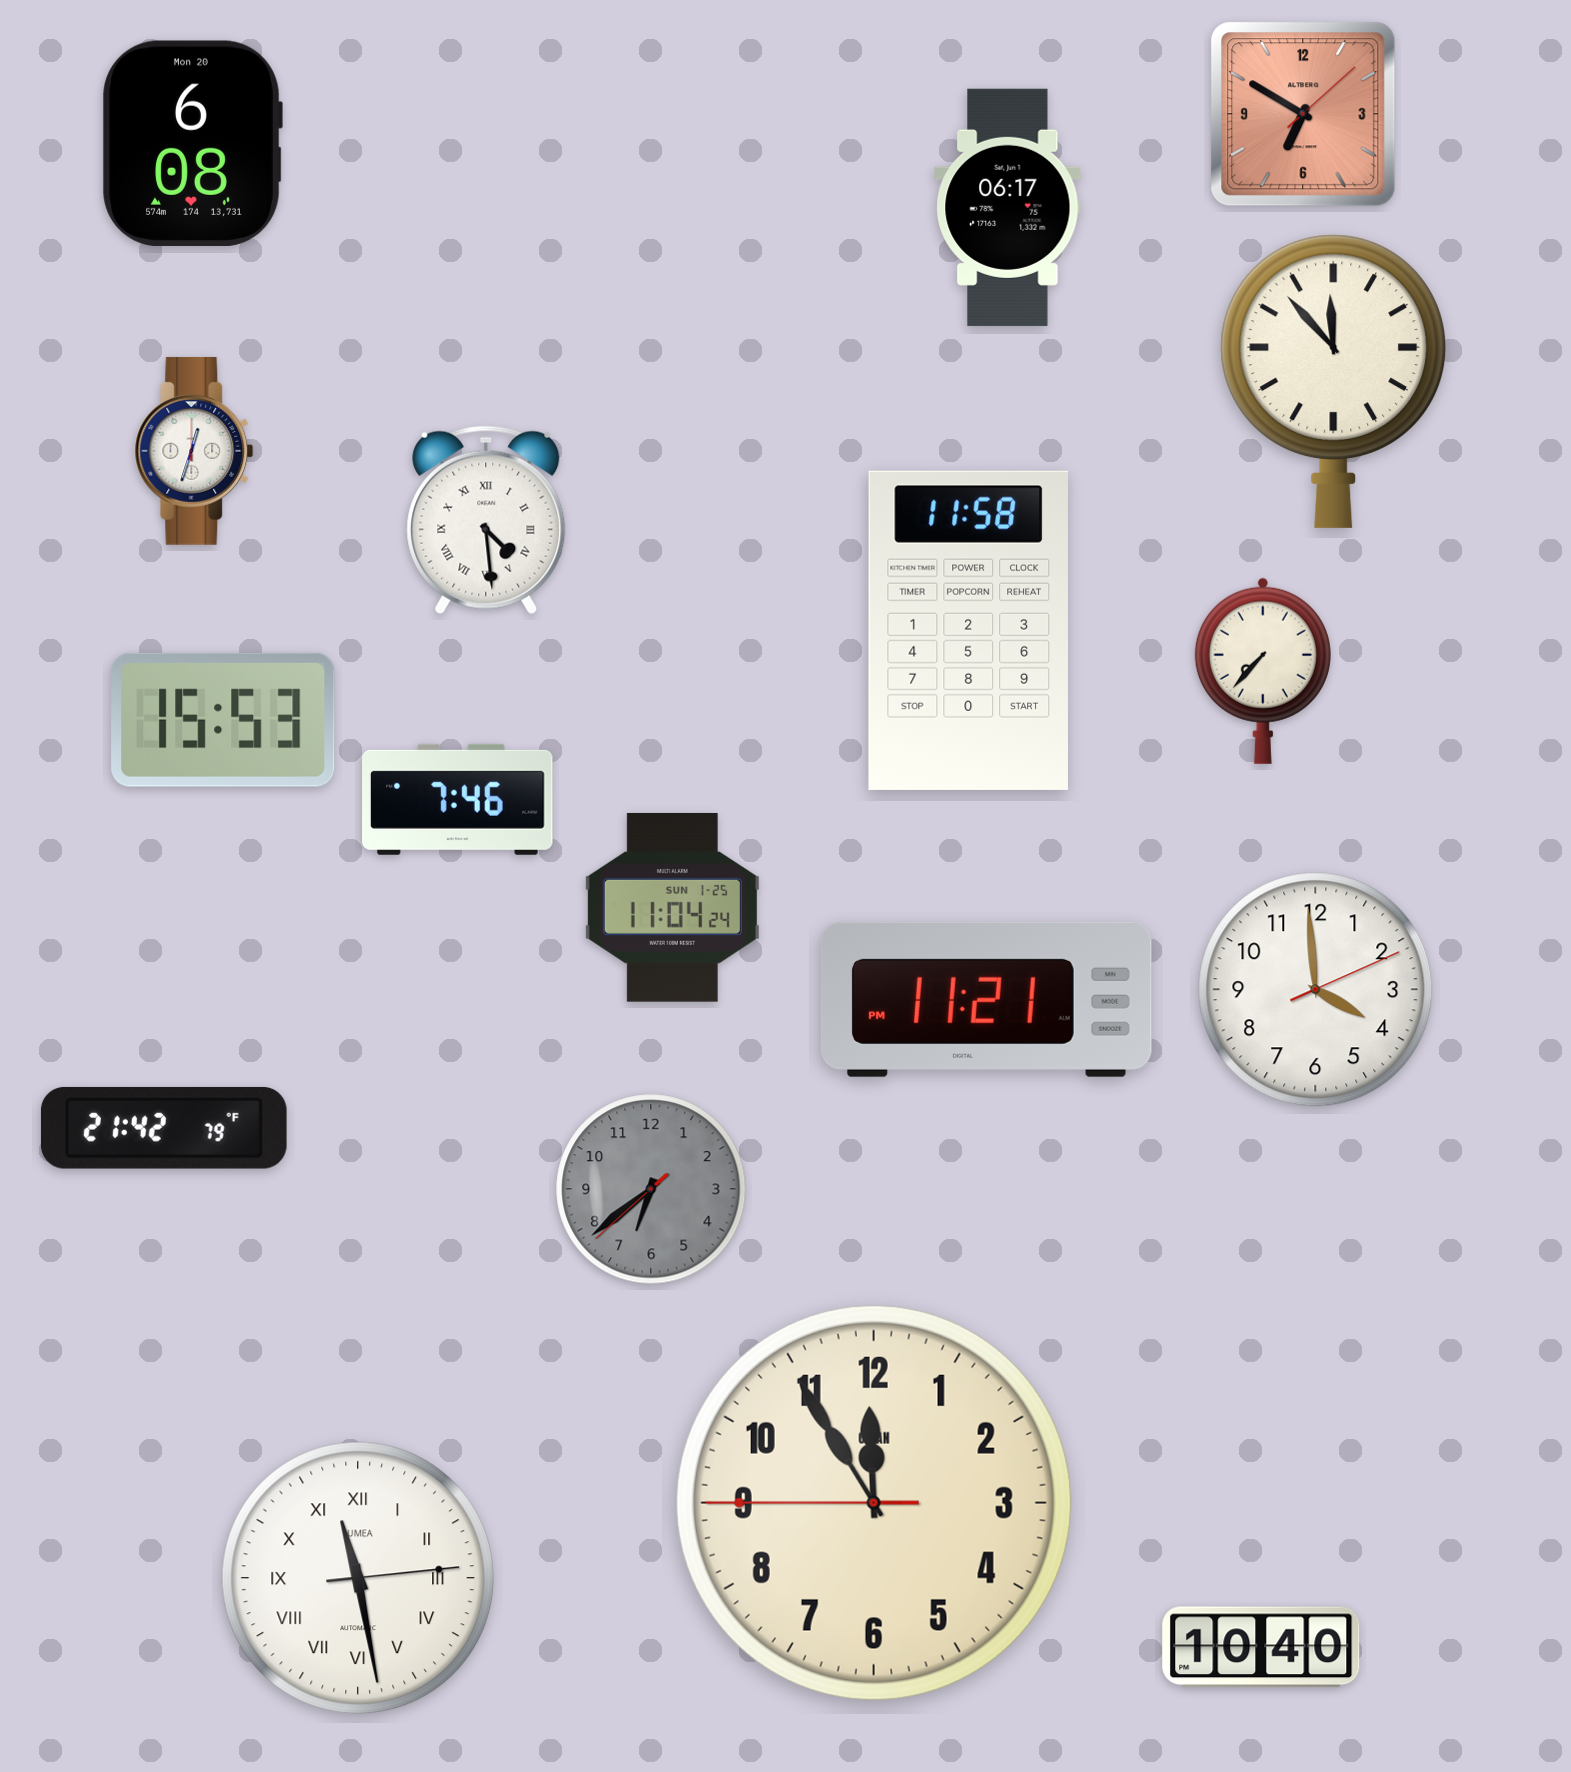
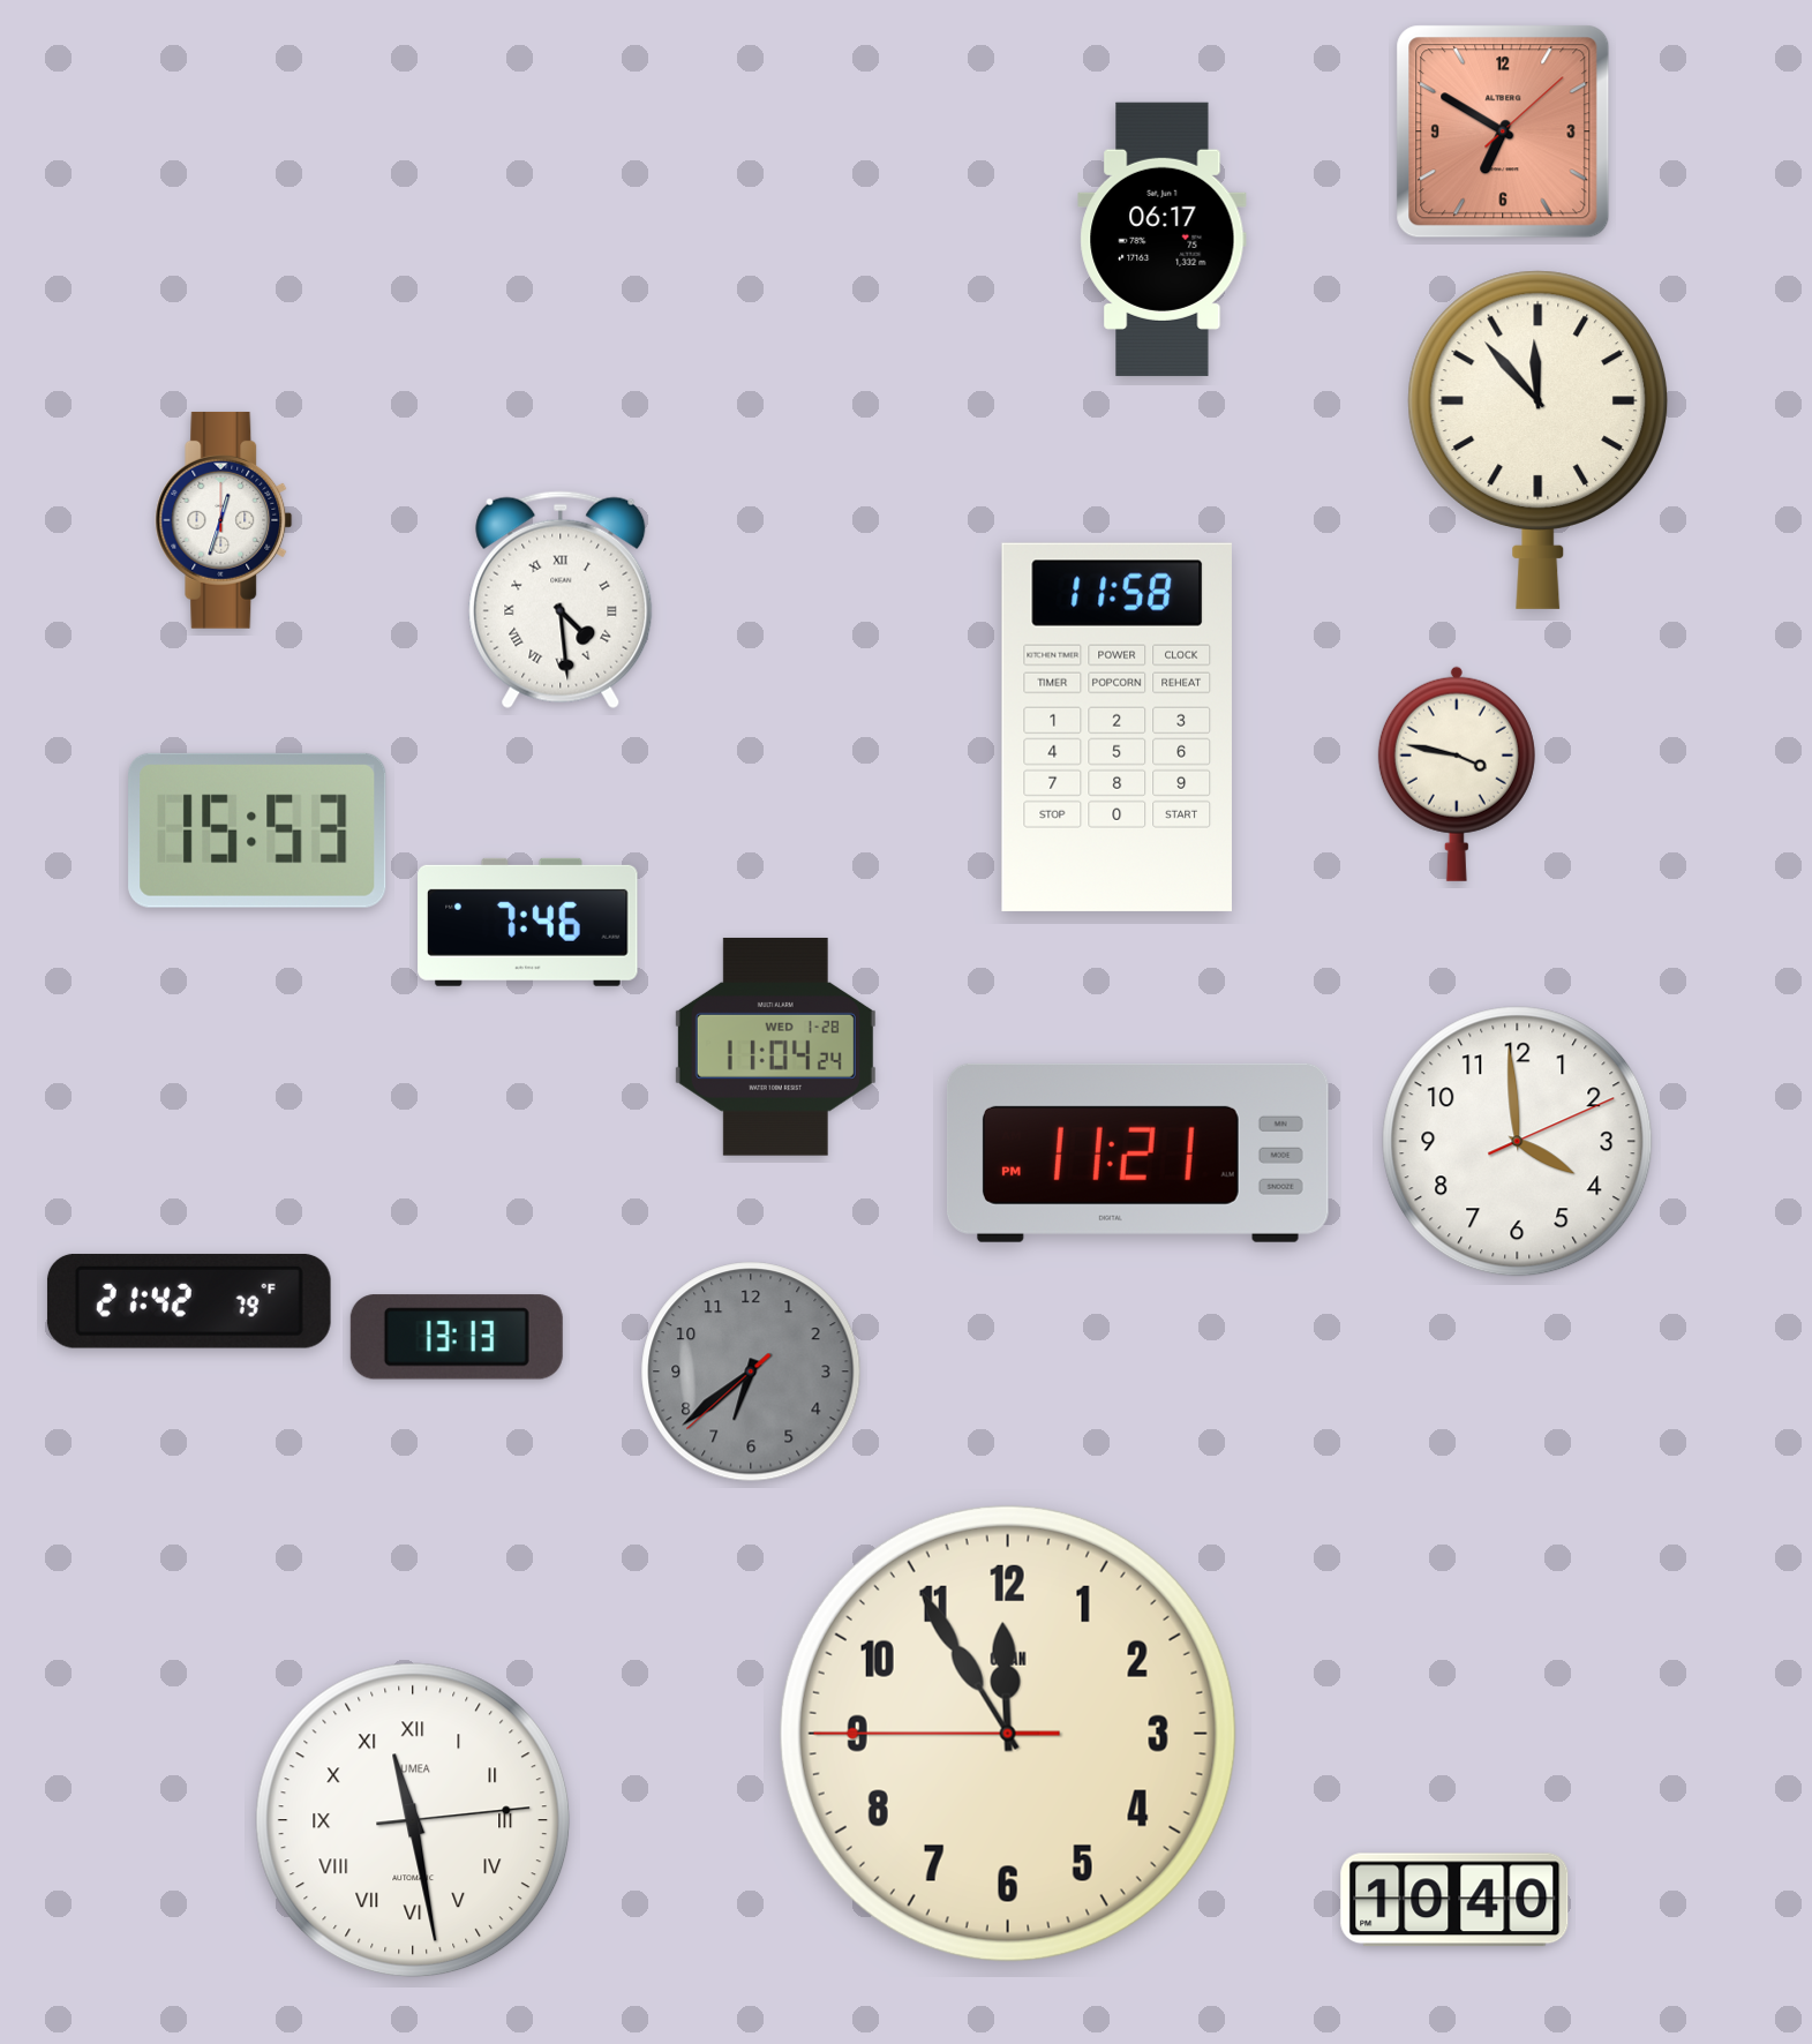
clock at (192, 143): 6:08 -> none
clock at (1263, 671): 7:37 -> 3:47
clock at (672, 907) date: SUN 1-25 -> WED 1-28
clock at (457, 1337): none -> 13:13
